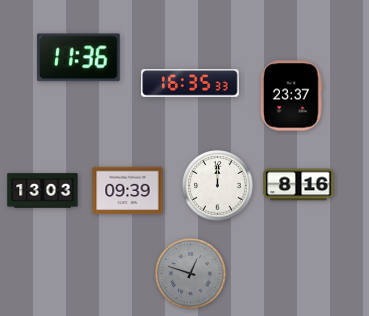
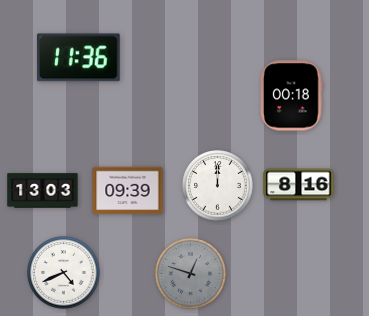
clock at (190, 83): 16:35 -> none
clock at (292, 96): 23:37 -> 00:18
clock at (64, 273): none -> 4:41
